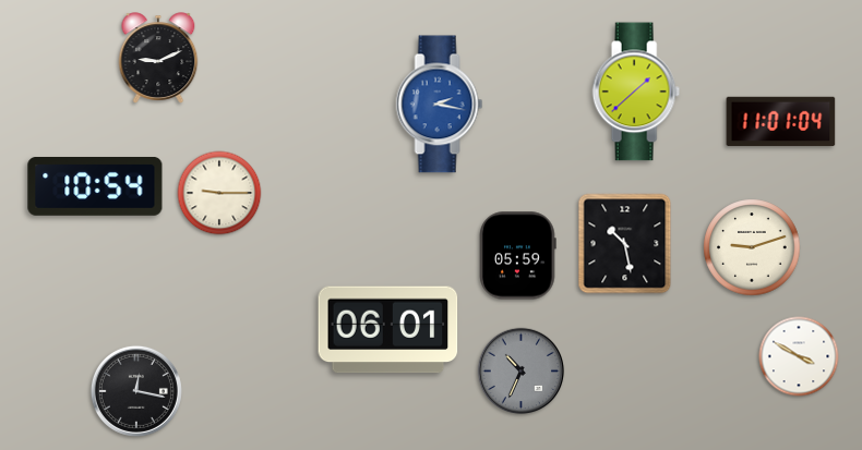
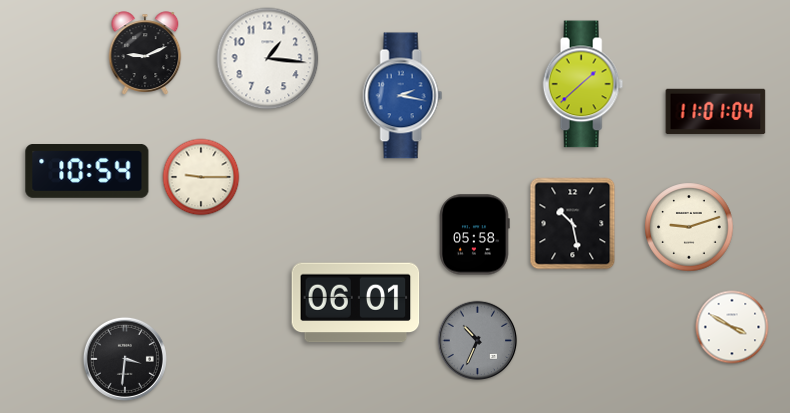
clock at (268, 59): none -> 1:16
clock at (518, 256): 05:59 -> 05:58
clock at (136, 391): 12:17 -> 3:31
